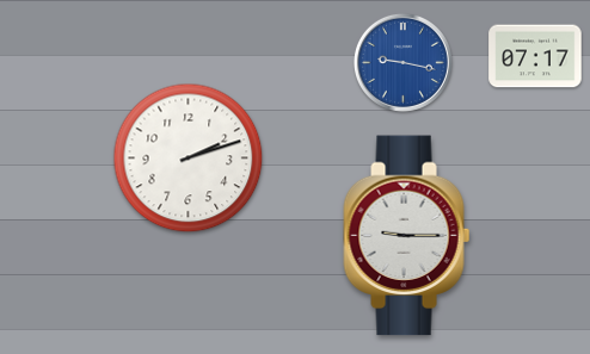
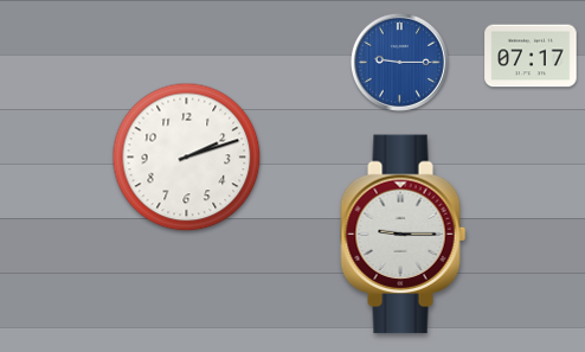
clock at (402, 62): 9:17 -> 9:15
